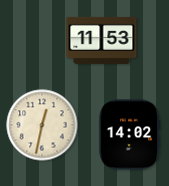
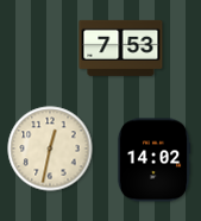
clock at (102, 40): 11:53 -> 7:53
